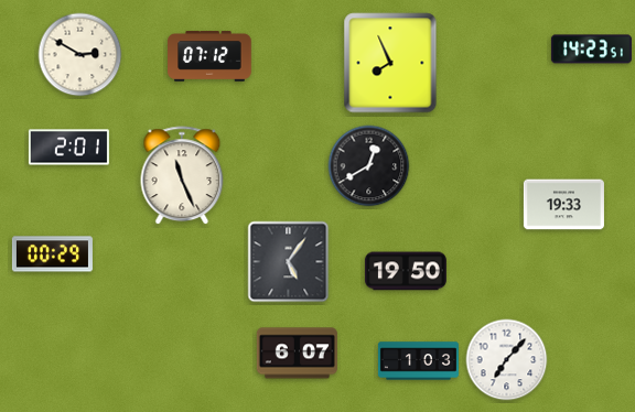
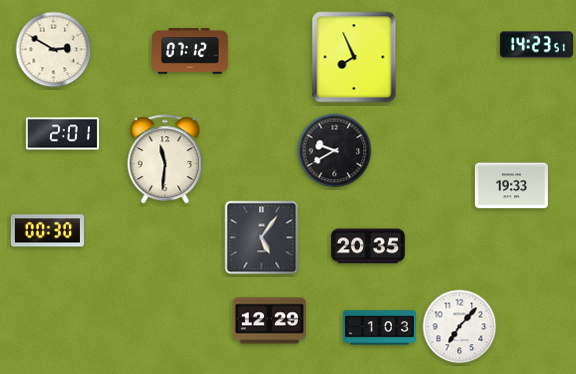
clock at (80, 55) position: (80, 55) -> (54, 50)
clock at (369, 166): 12:40 -> 9:40
clock at (182, 176): 11:26 -> 11:31
clock at (52, 254): 00:29 -> 00:30
clock at (406, 271): 19:50 -> 20:35
clock at (297, 354): 6:07 -> 12:29
